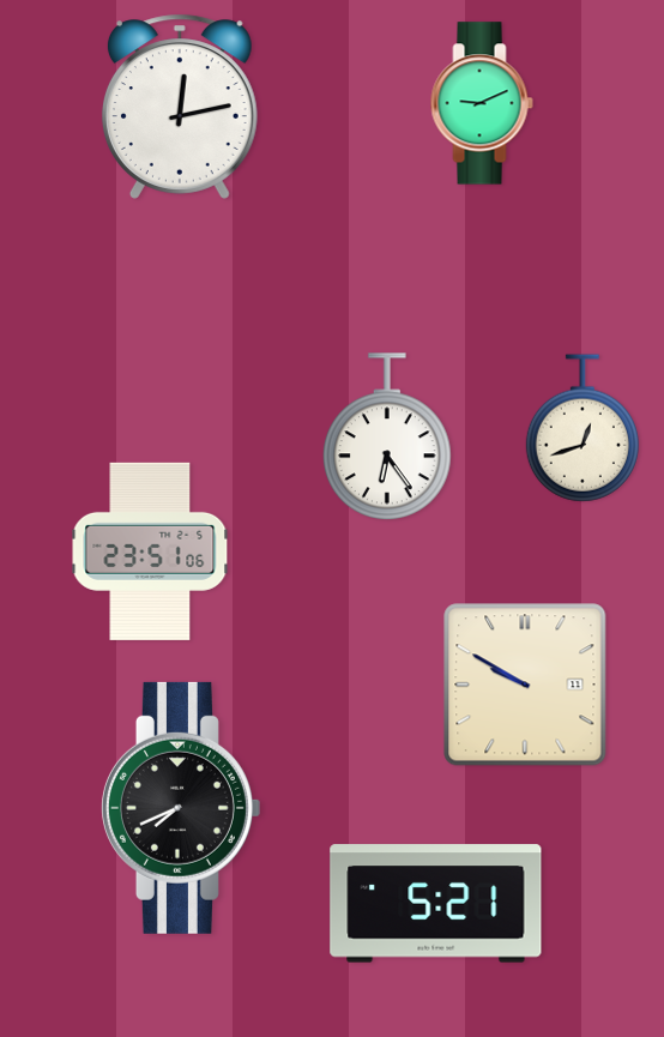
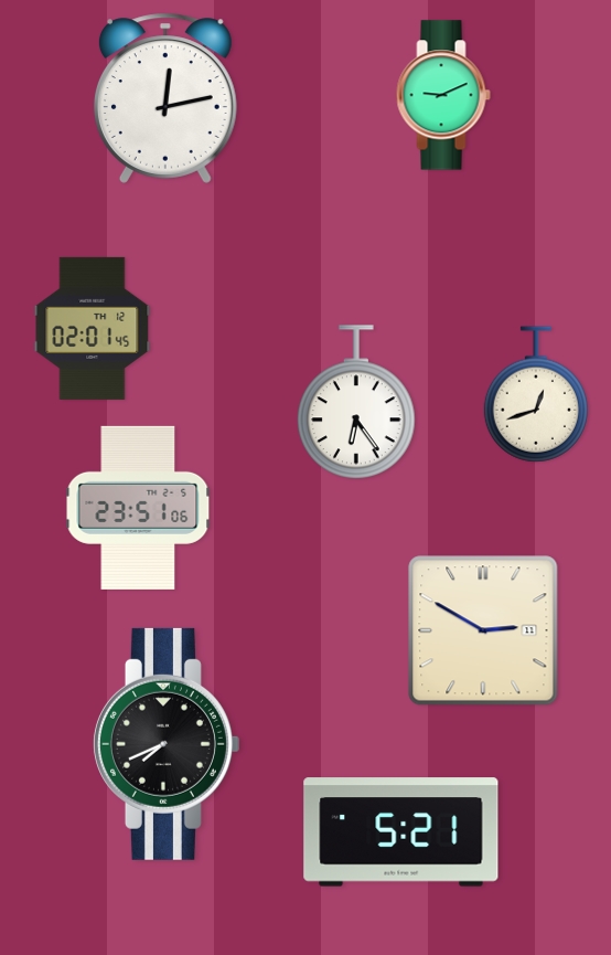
clock at (93, 328): none -> 02:01
clock at (525, 685): 9:50 -> 2:50
